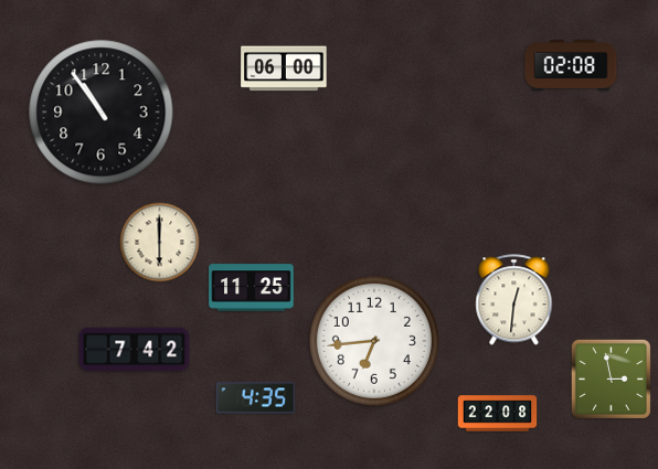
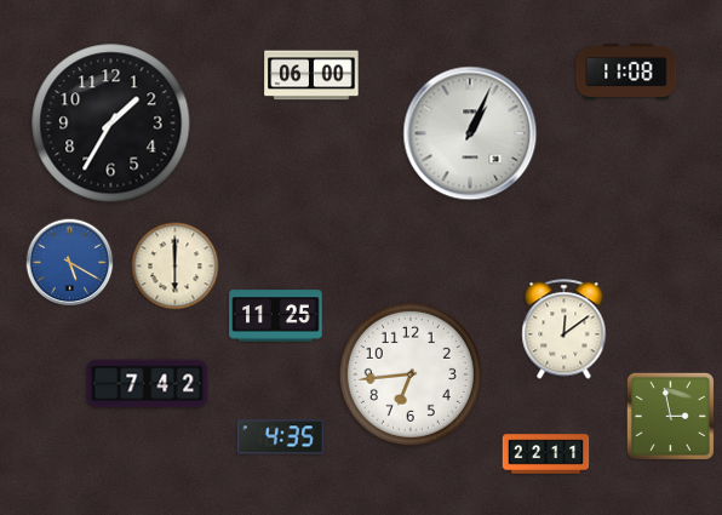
clock at (571, 65): 02:08 -> 11:08
clock at (102, 113): 10:54 -> 1:35
clock at (470, 133): none -> 1:04
clock at (70, 263): none -> 5:20
clock at (514, 300): 12:31 -> 12:09
clock at (498, 414): 22:08 -> 22:11
